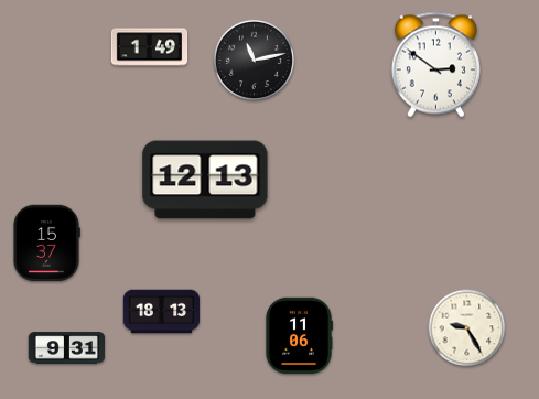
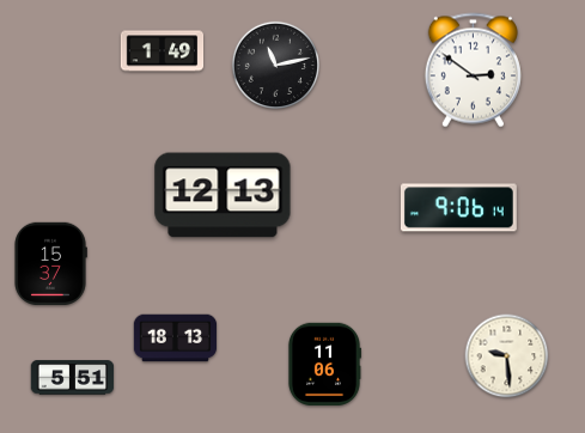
clock at (458, 208): none -> 9:06
clock at (467, 328): 9:25 -> 9:29
clock at (67, 348): 9:31 -> 5:51
